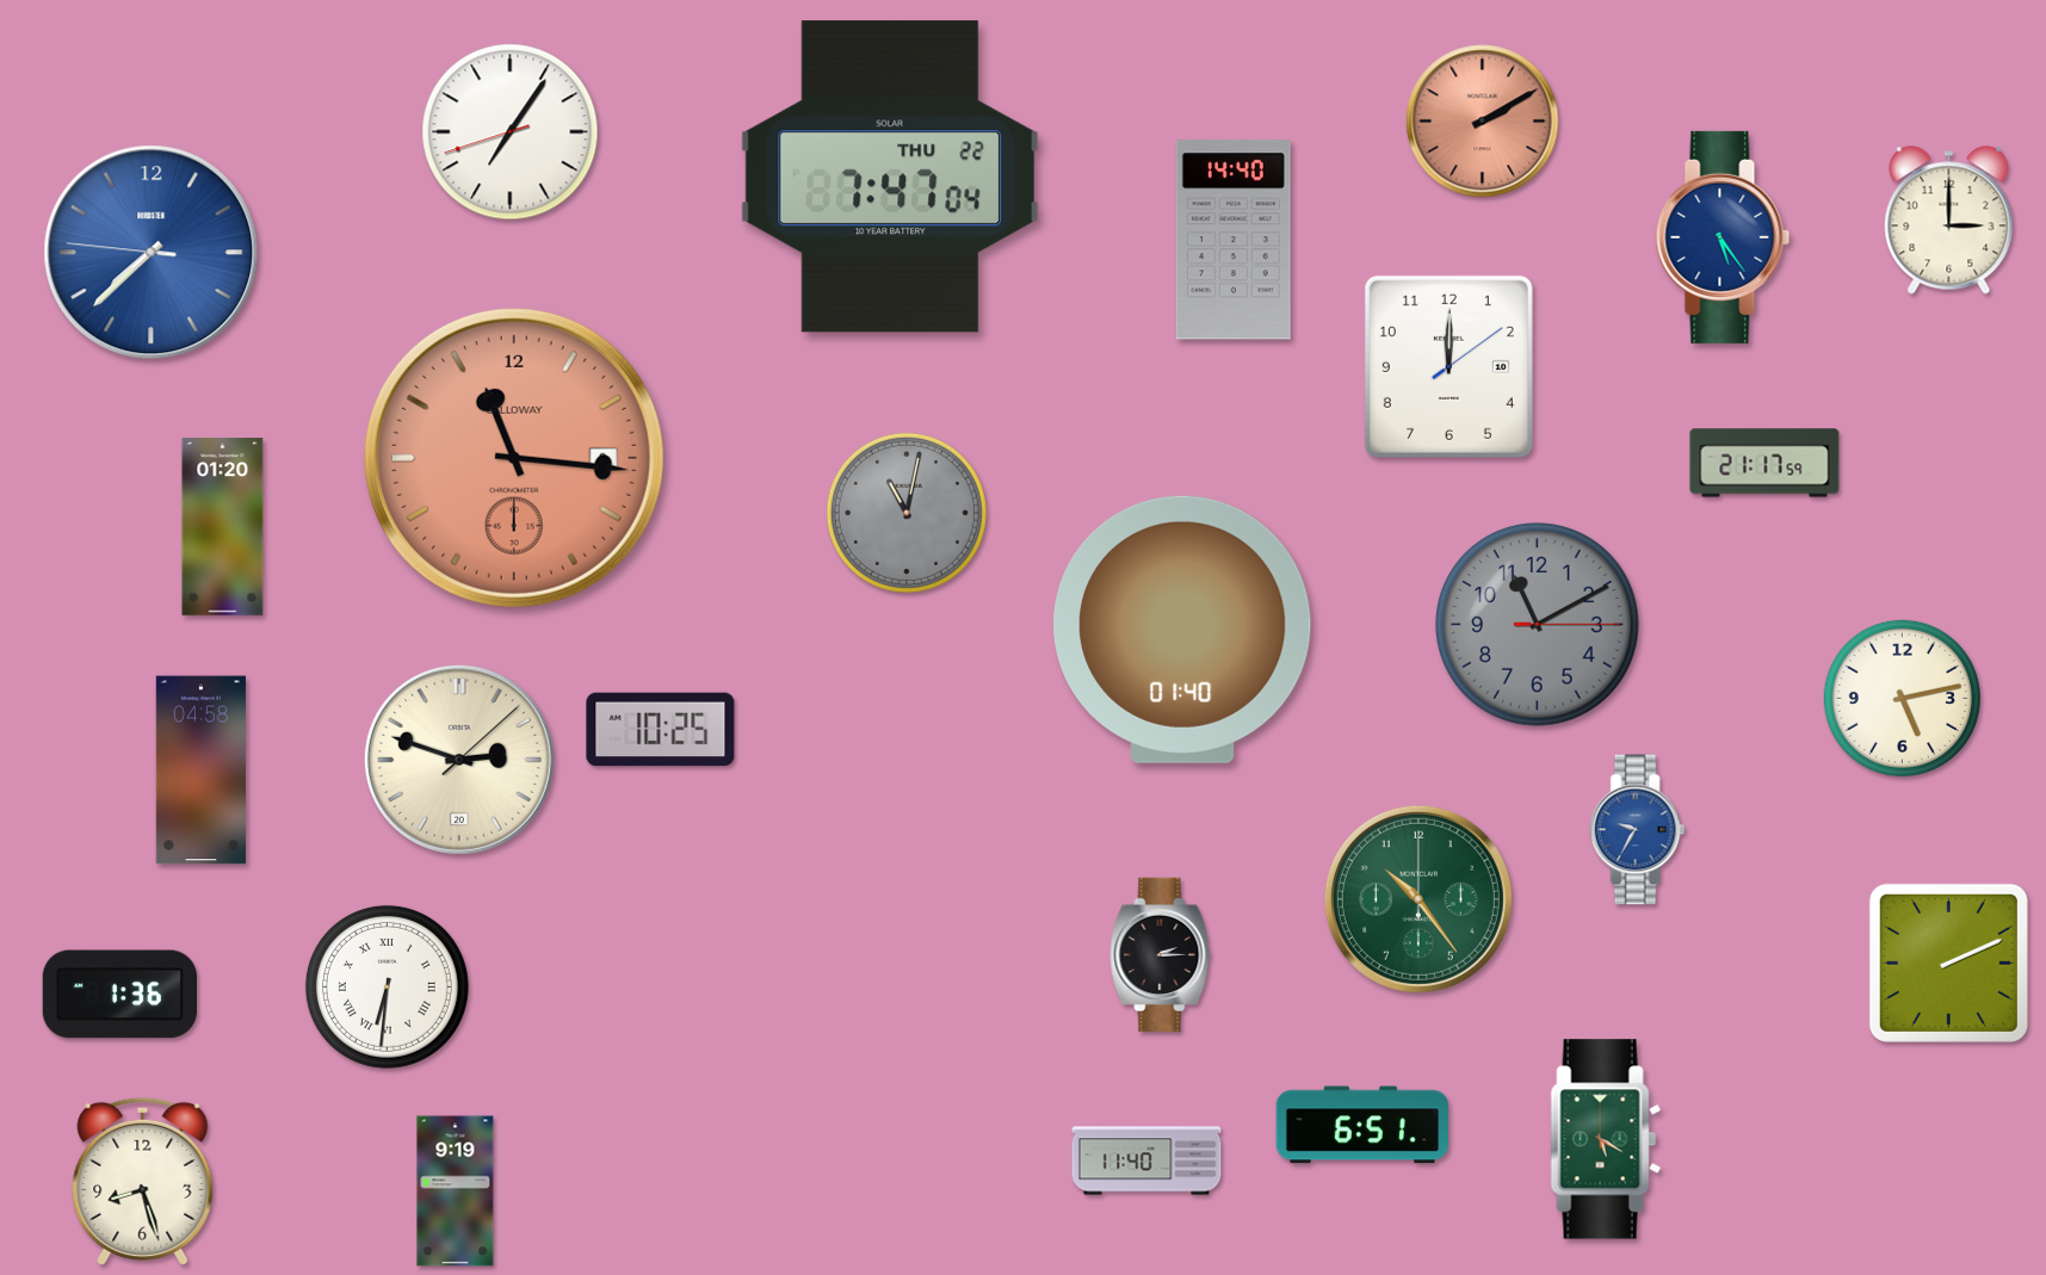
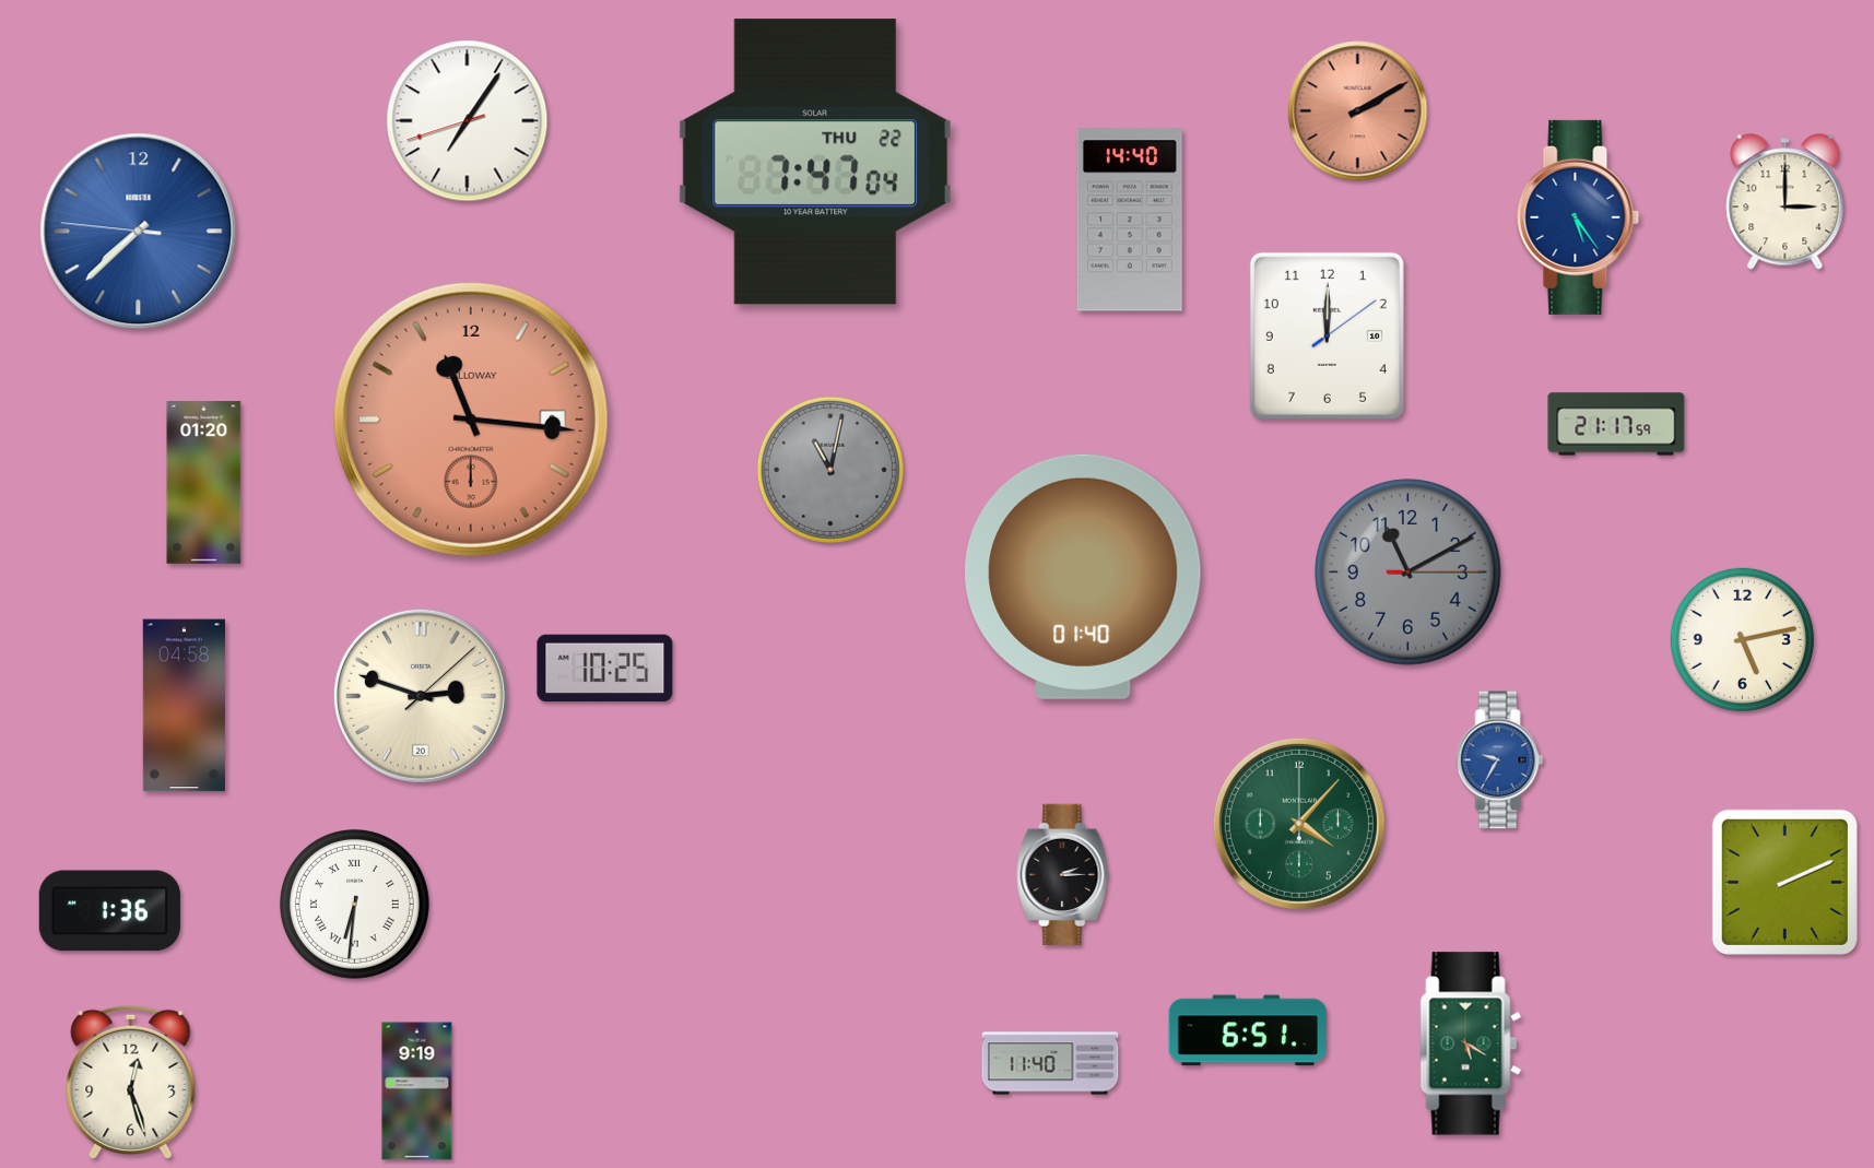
clock at (1418, 899): 10:24 -> 4:07
clock at (143, 1181): 8:27 -> 12:27
